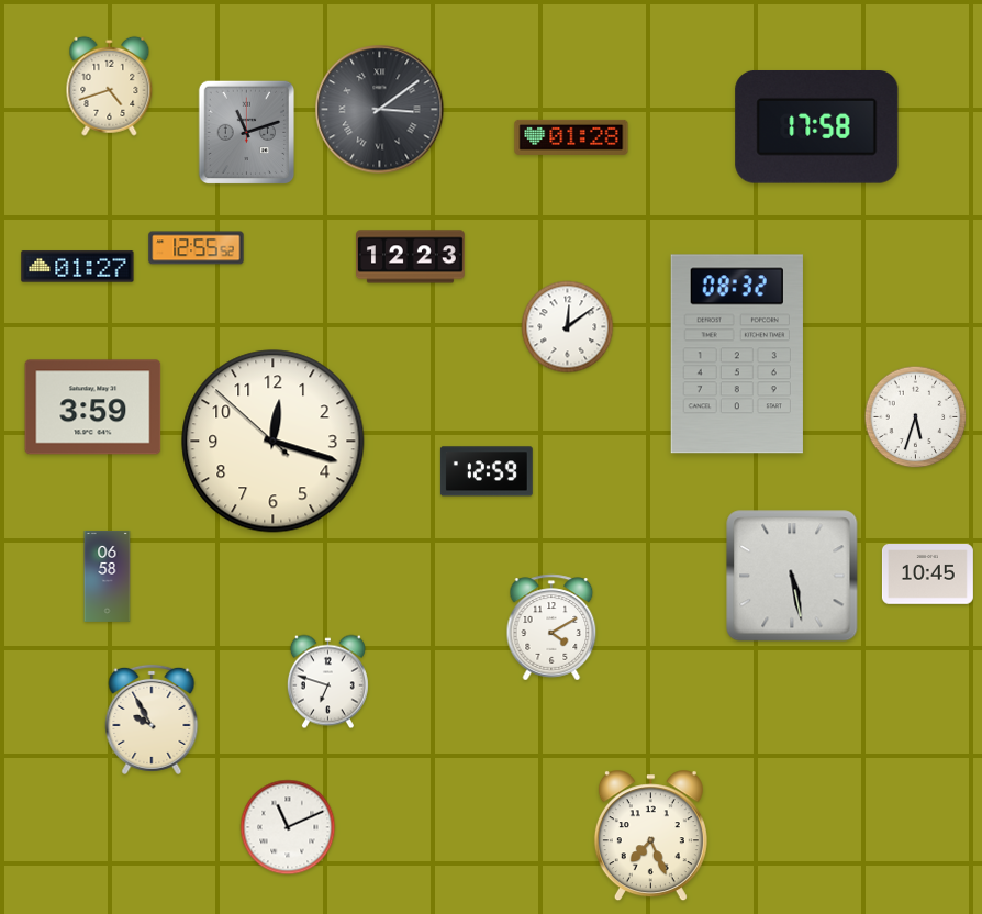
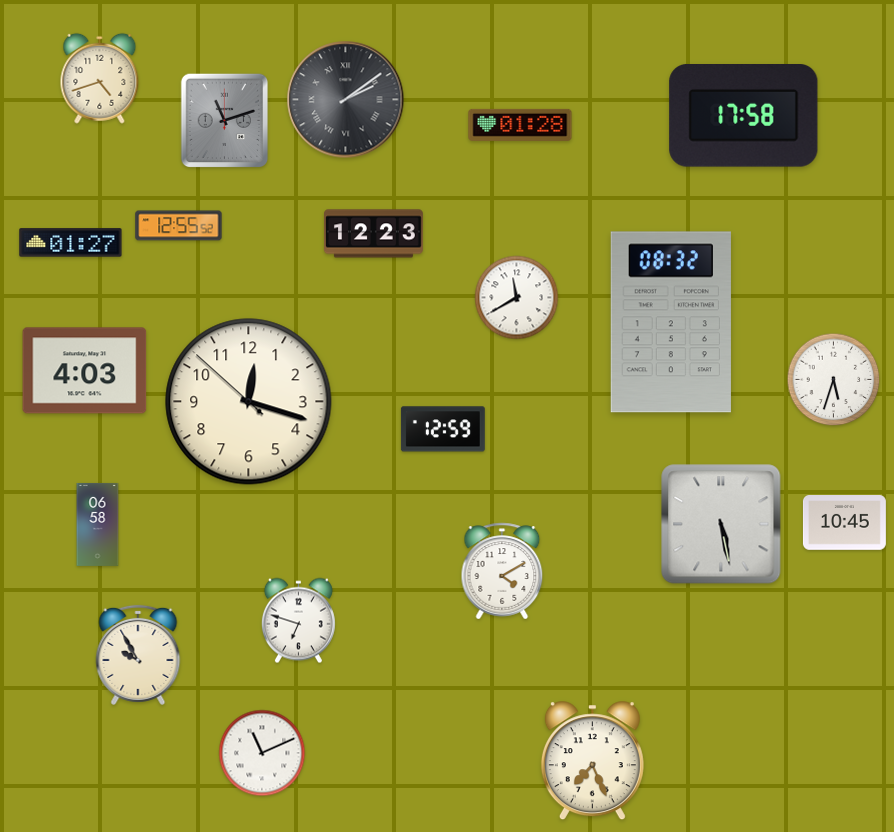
clock at (380, 110): 3:09 -> 2:09
clock at (568, 327): 12:09 -> 11:40
clock at (93, 408): 3:59 -> 4:03
